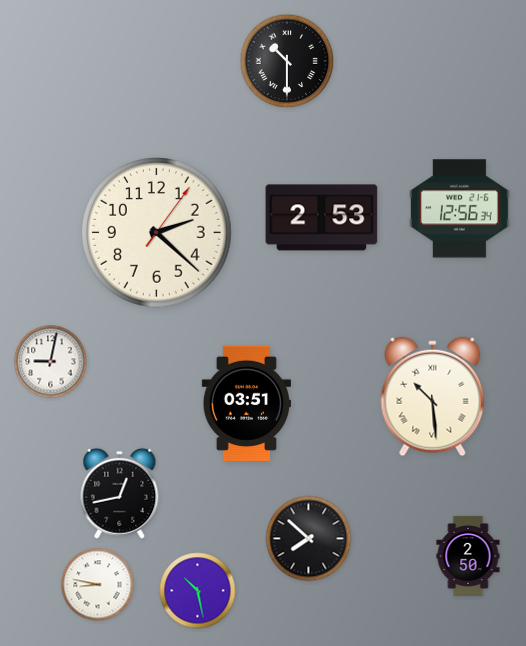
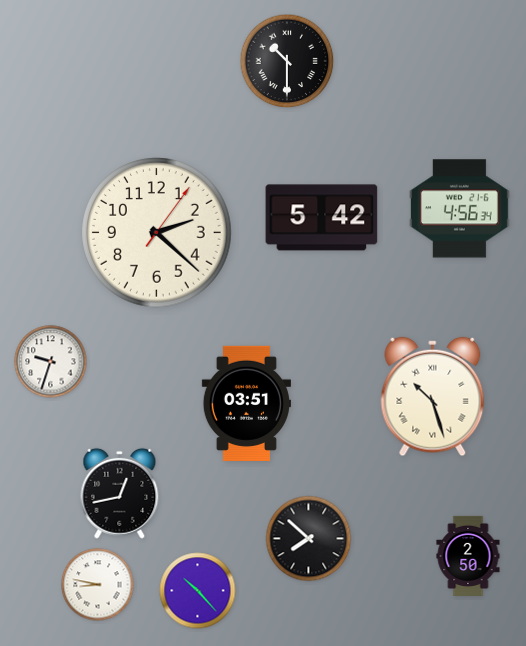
clock at (460, 209): 12:56 -> 4:56
clock at (322, 218): 2:53 -> 5:42
clock at (51, 362): 9:02 -> 9:33
clock at (433, 397): 10:29 -> 10:27
clock at (198, 591): 10:28 -> 10:23
